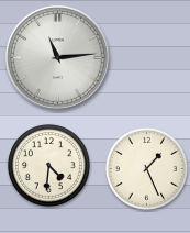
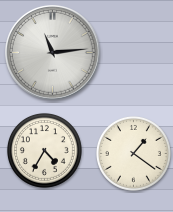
clock at (48, 165): 4:31 -> 4:35
clock at (146, 168): 1:26 -> 1:21
